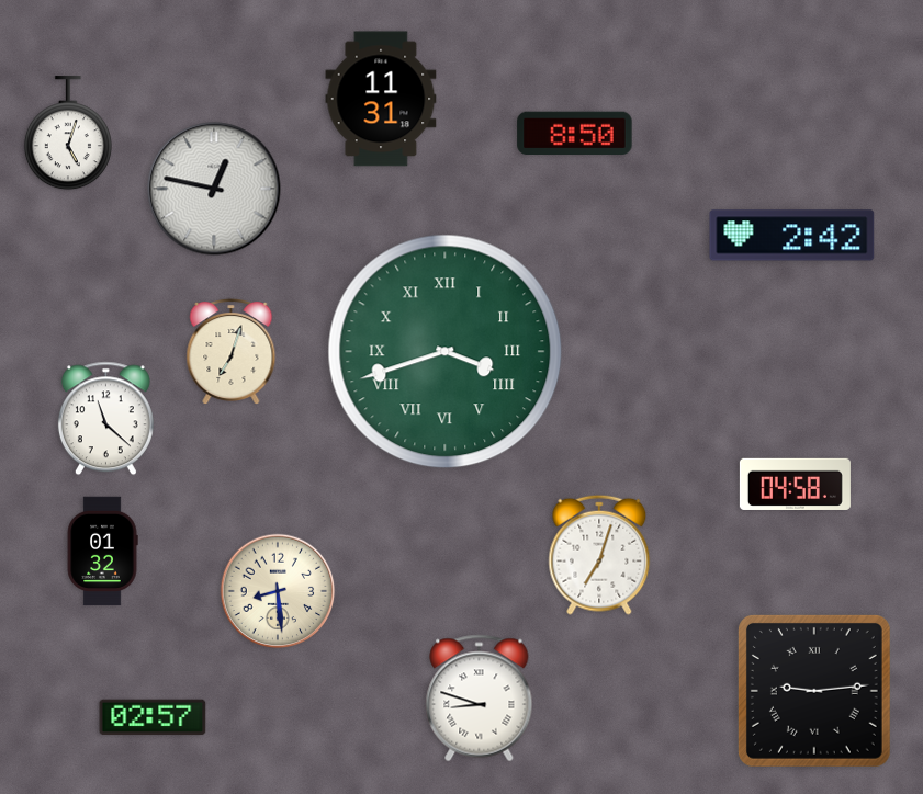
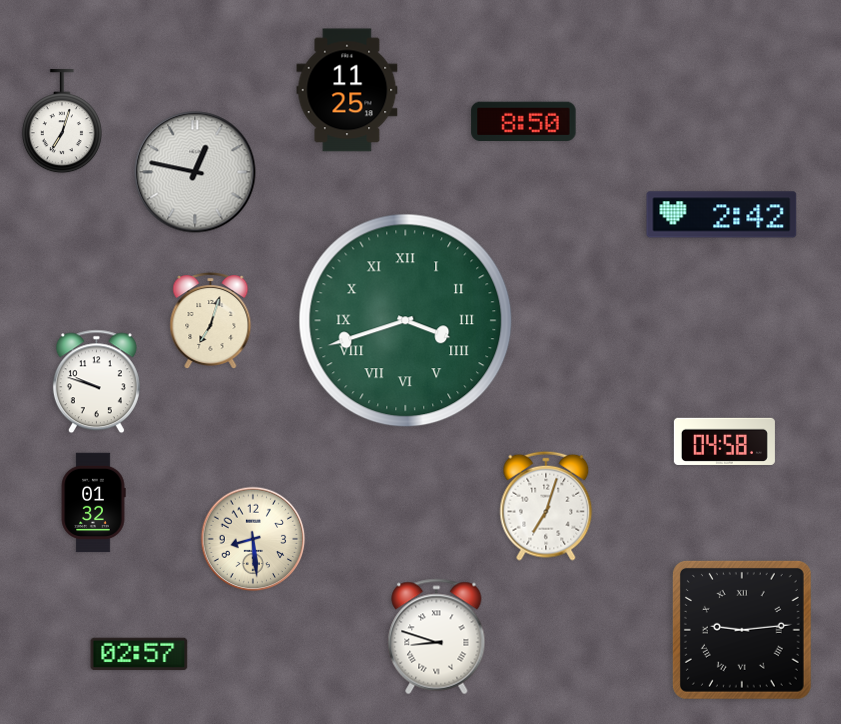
clock at (381, 99): 11:31 -> 11:25
clock at (68, 134): 5:03 -> 7:03
clock at (105, 419): 11:22 -> 9:48
